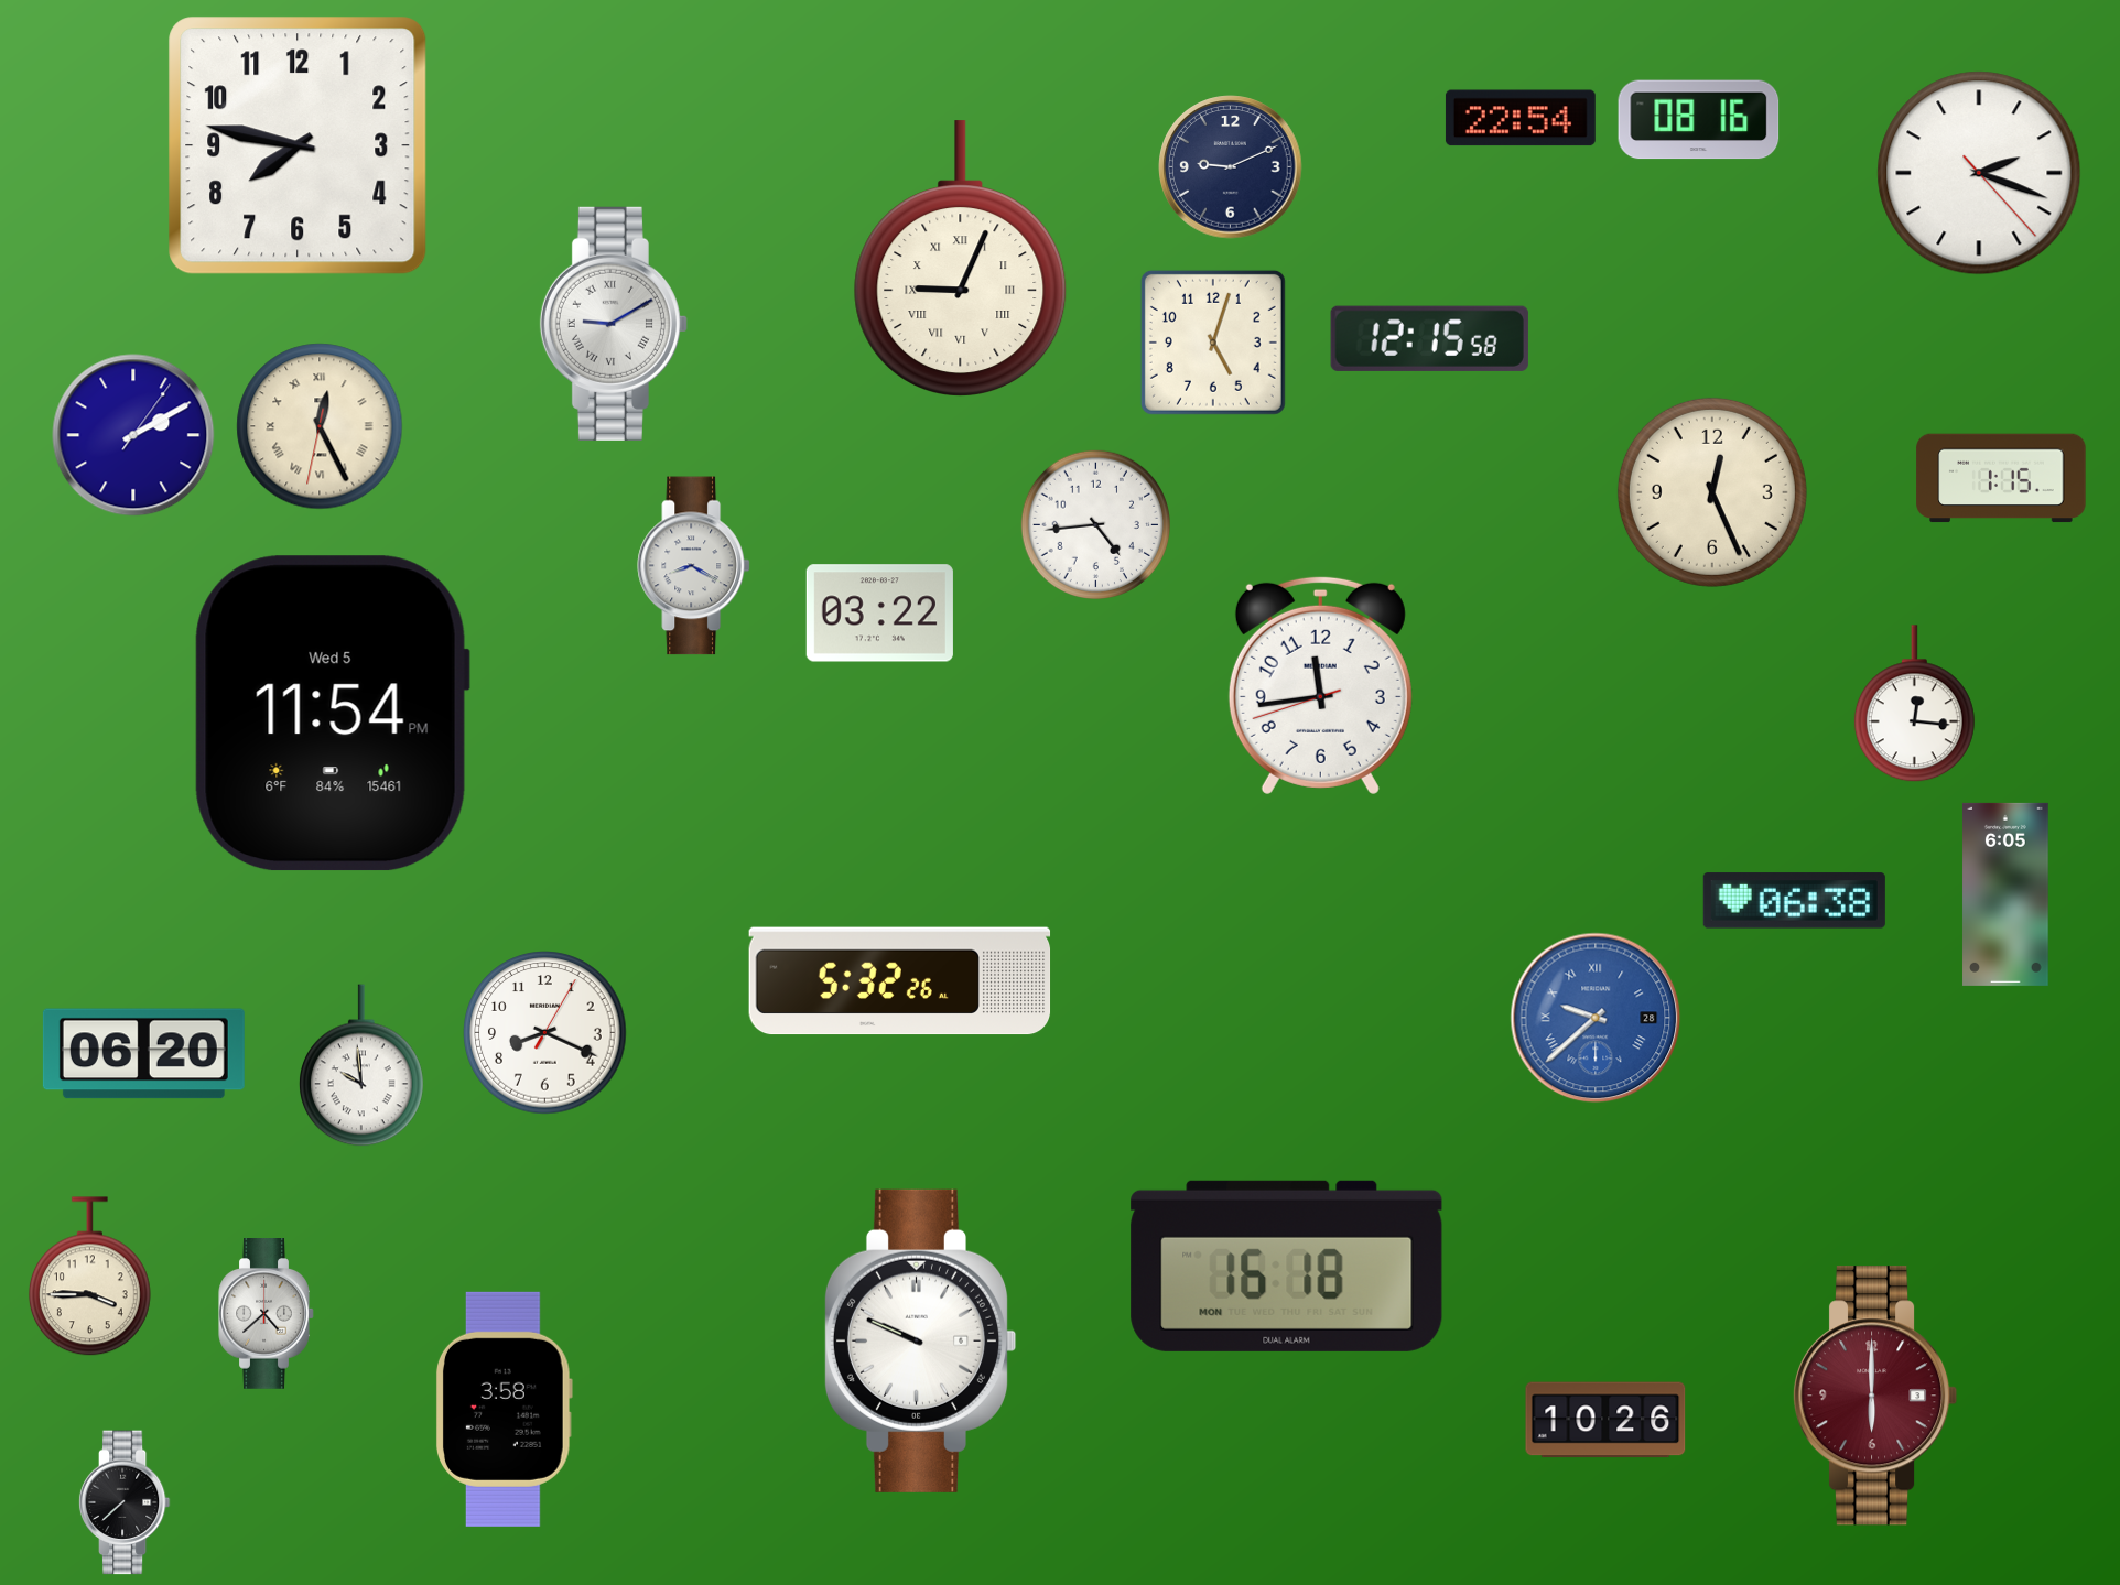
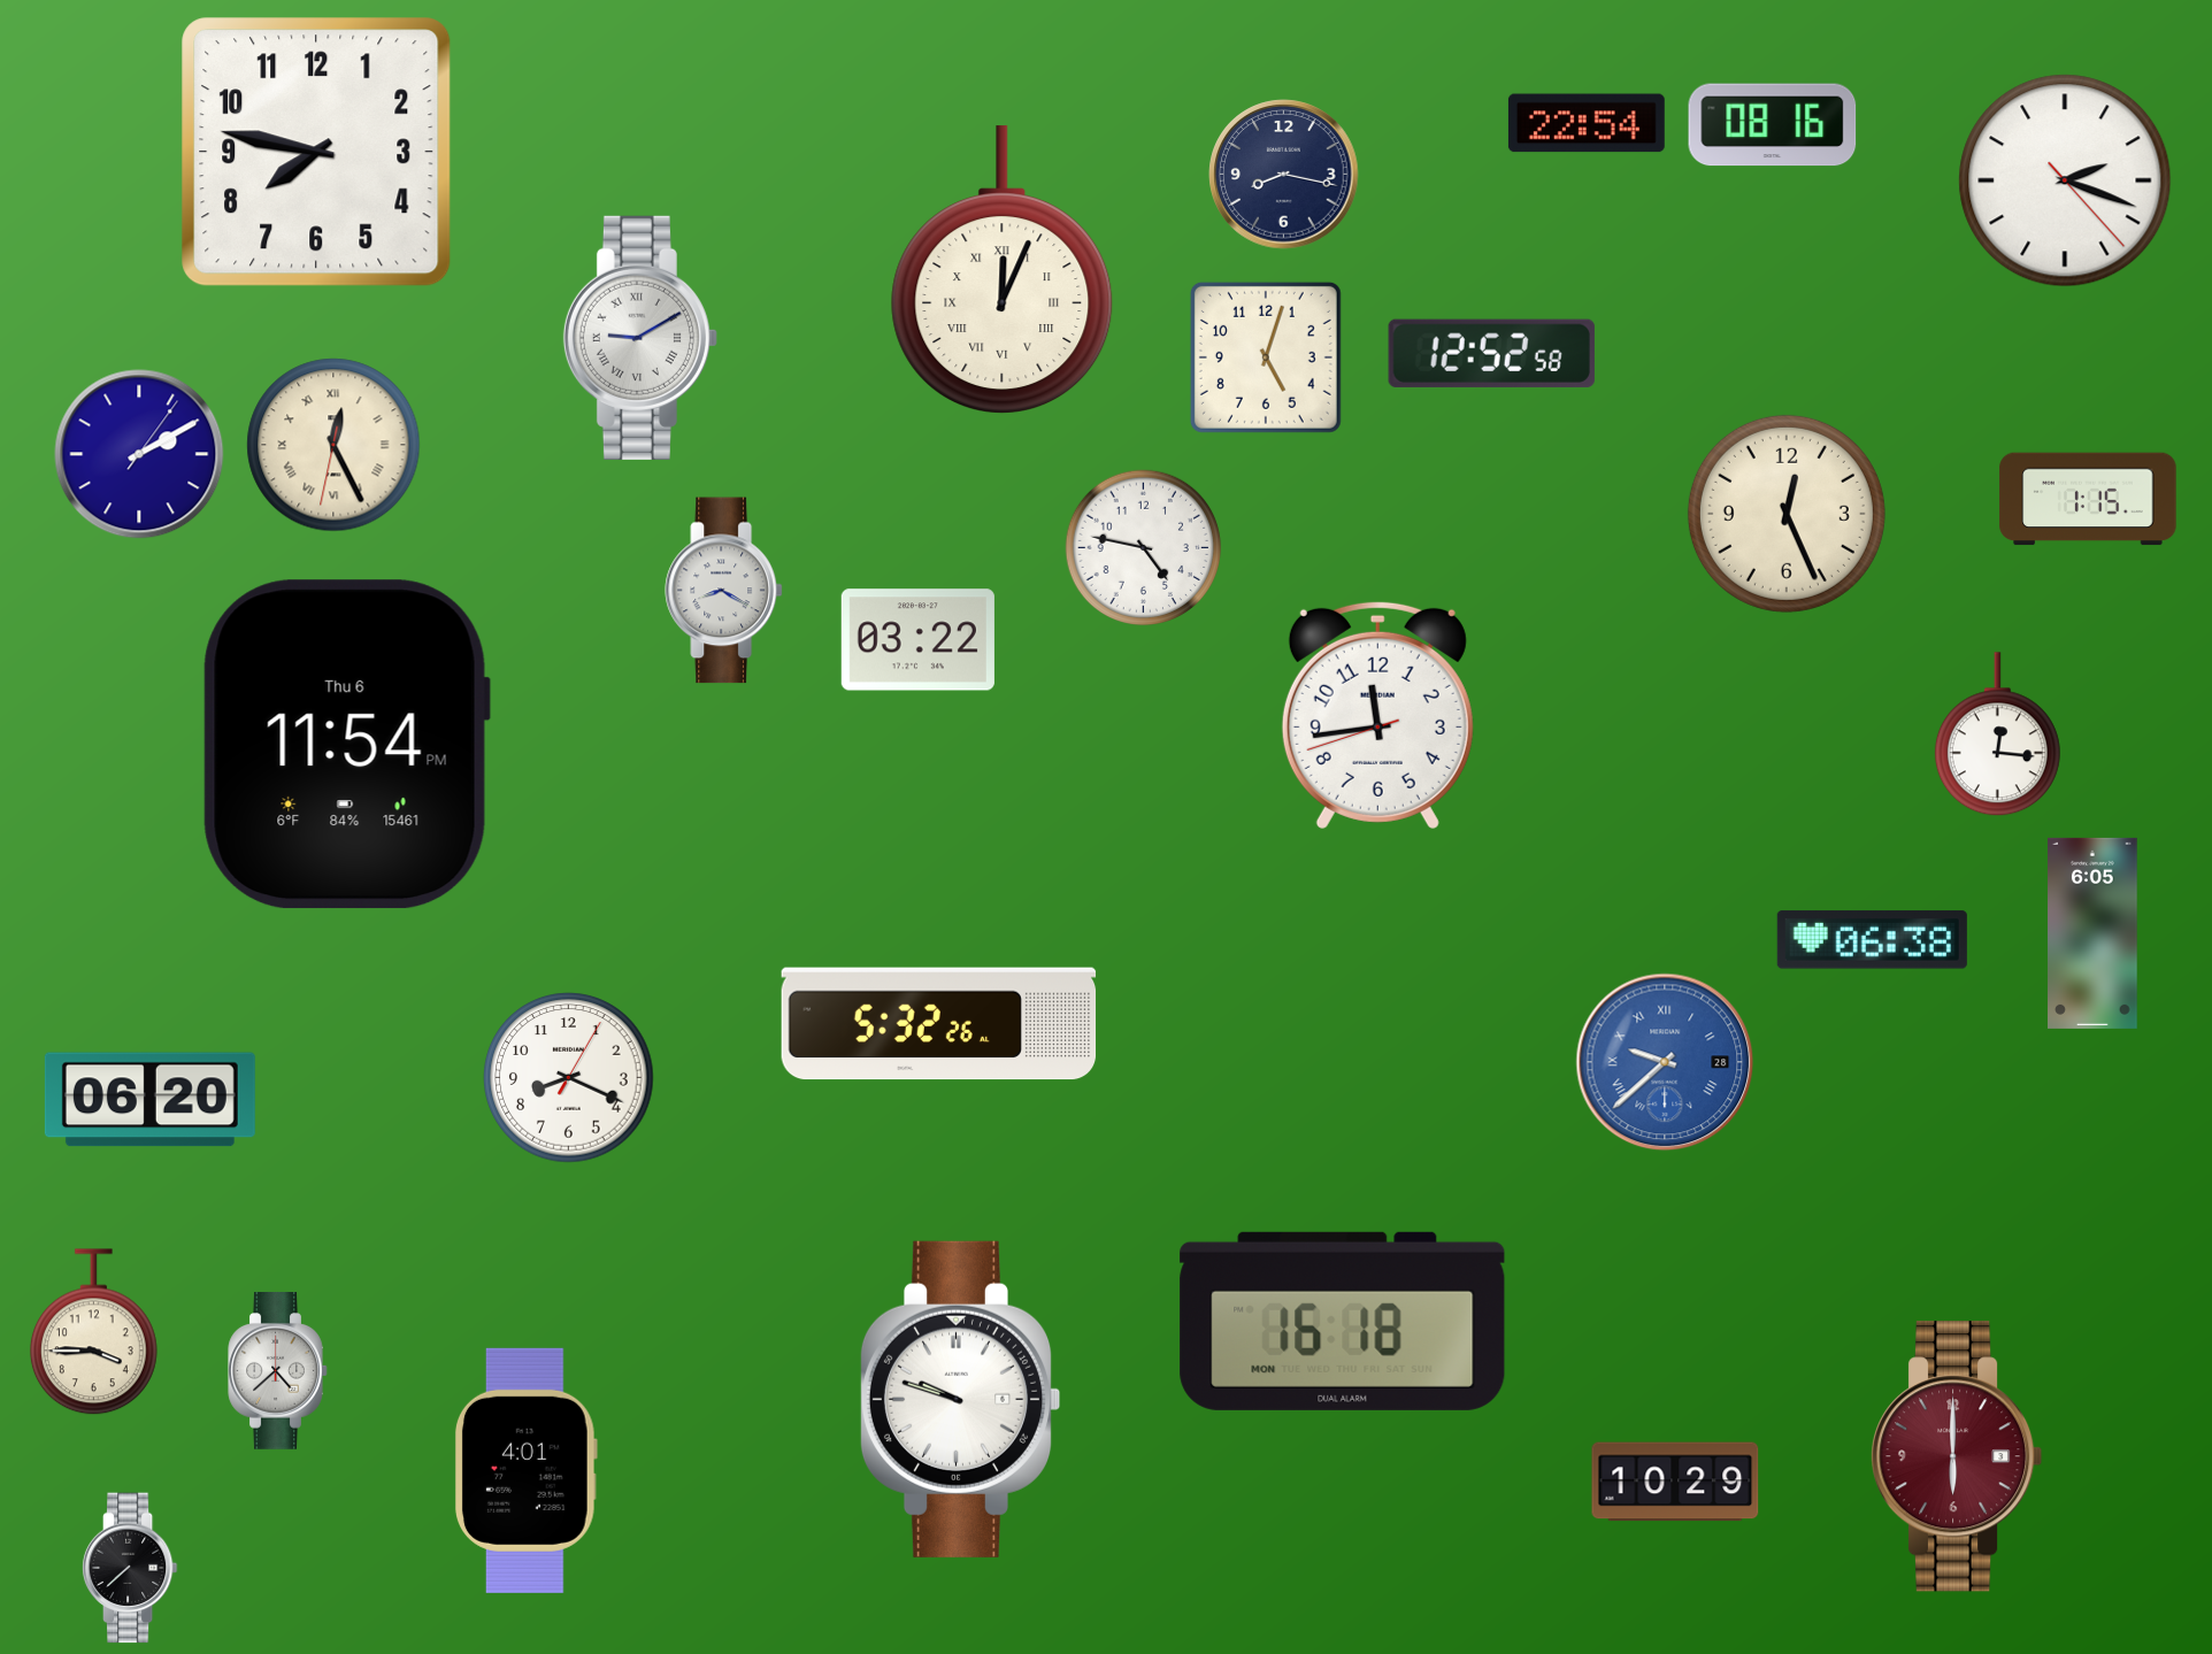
clock at (298, 145) position: (298, 145) -> (316, 152)
clock at (1231, 167): 9:11 -> 8:17
clock at (961, 258): 9:04 -> 12:04
clock at (1429, 338): 12:15 -> 12:52
clock at (1095, 524): 4:44 -> 4:47
clock at (332, 714) date: Wed 5 -> Thu 6
clock at (363, 1065): 9:59 -> none
clock at (920, 1340): 9:49 -> 9:48
clock at (504, 1409): 3:58 -> 4:01
clock at (1605, 1420): 10:26 -> 10:29
